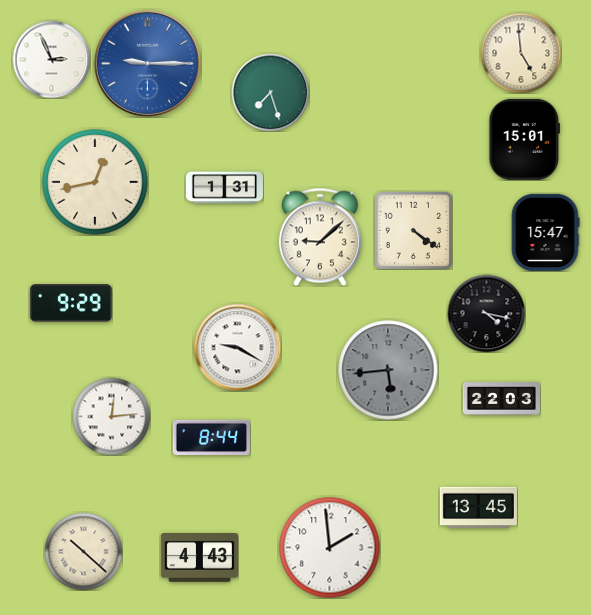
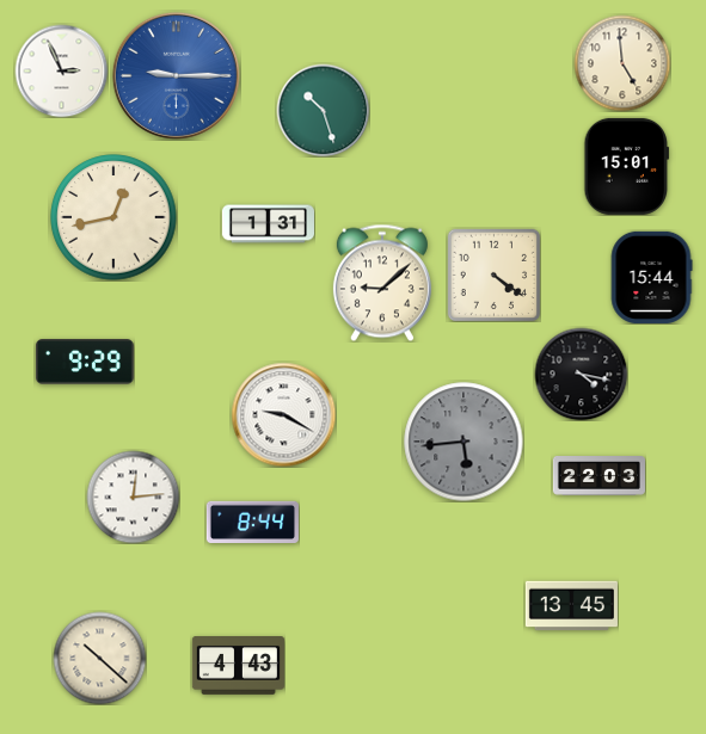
clock at (270, 92): 7:27 -> 10:27
clock at (545, 232): 15:47 -> 15:44
clock at (330, 548): 1:59 -> none
